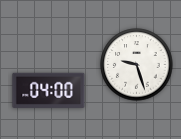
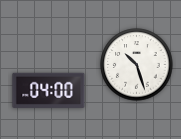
clock at (137, 65): 9:27 -> 10:27
